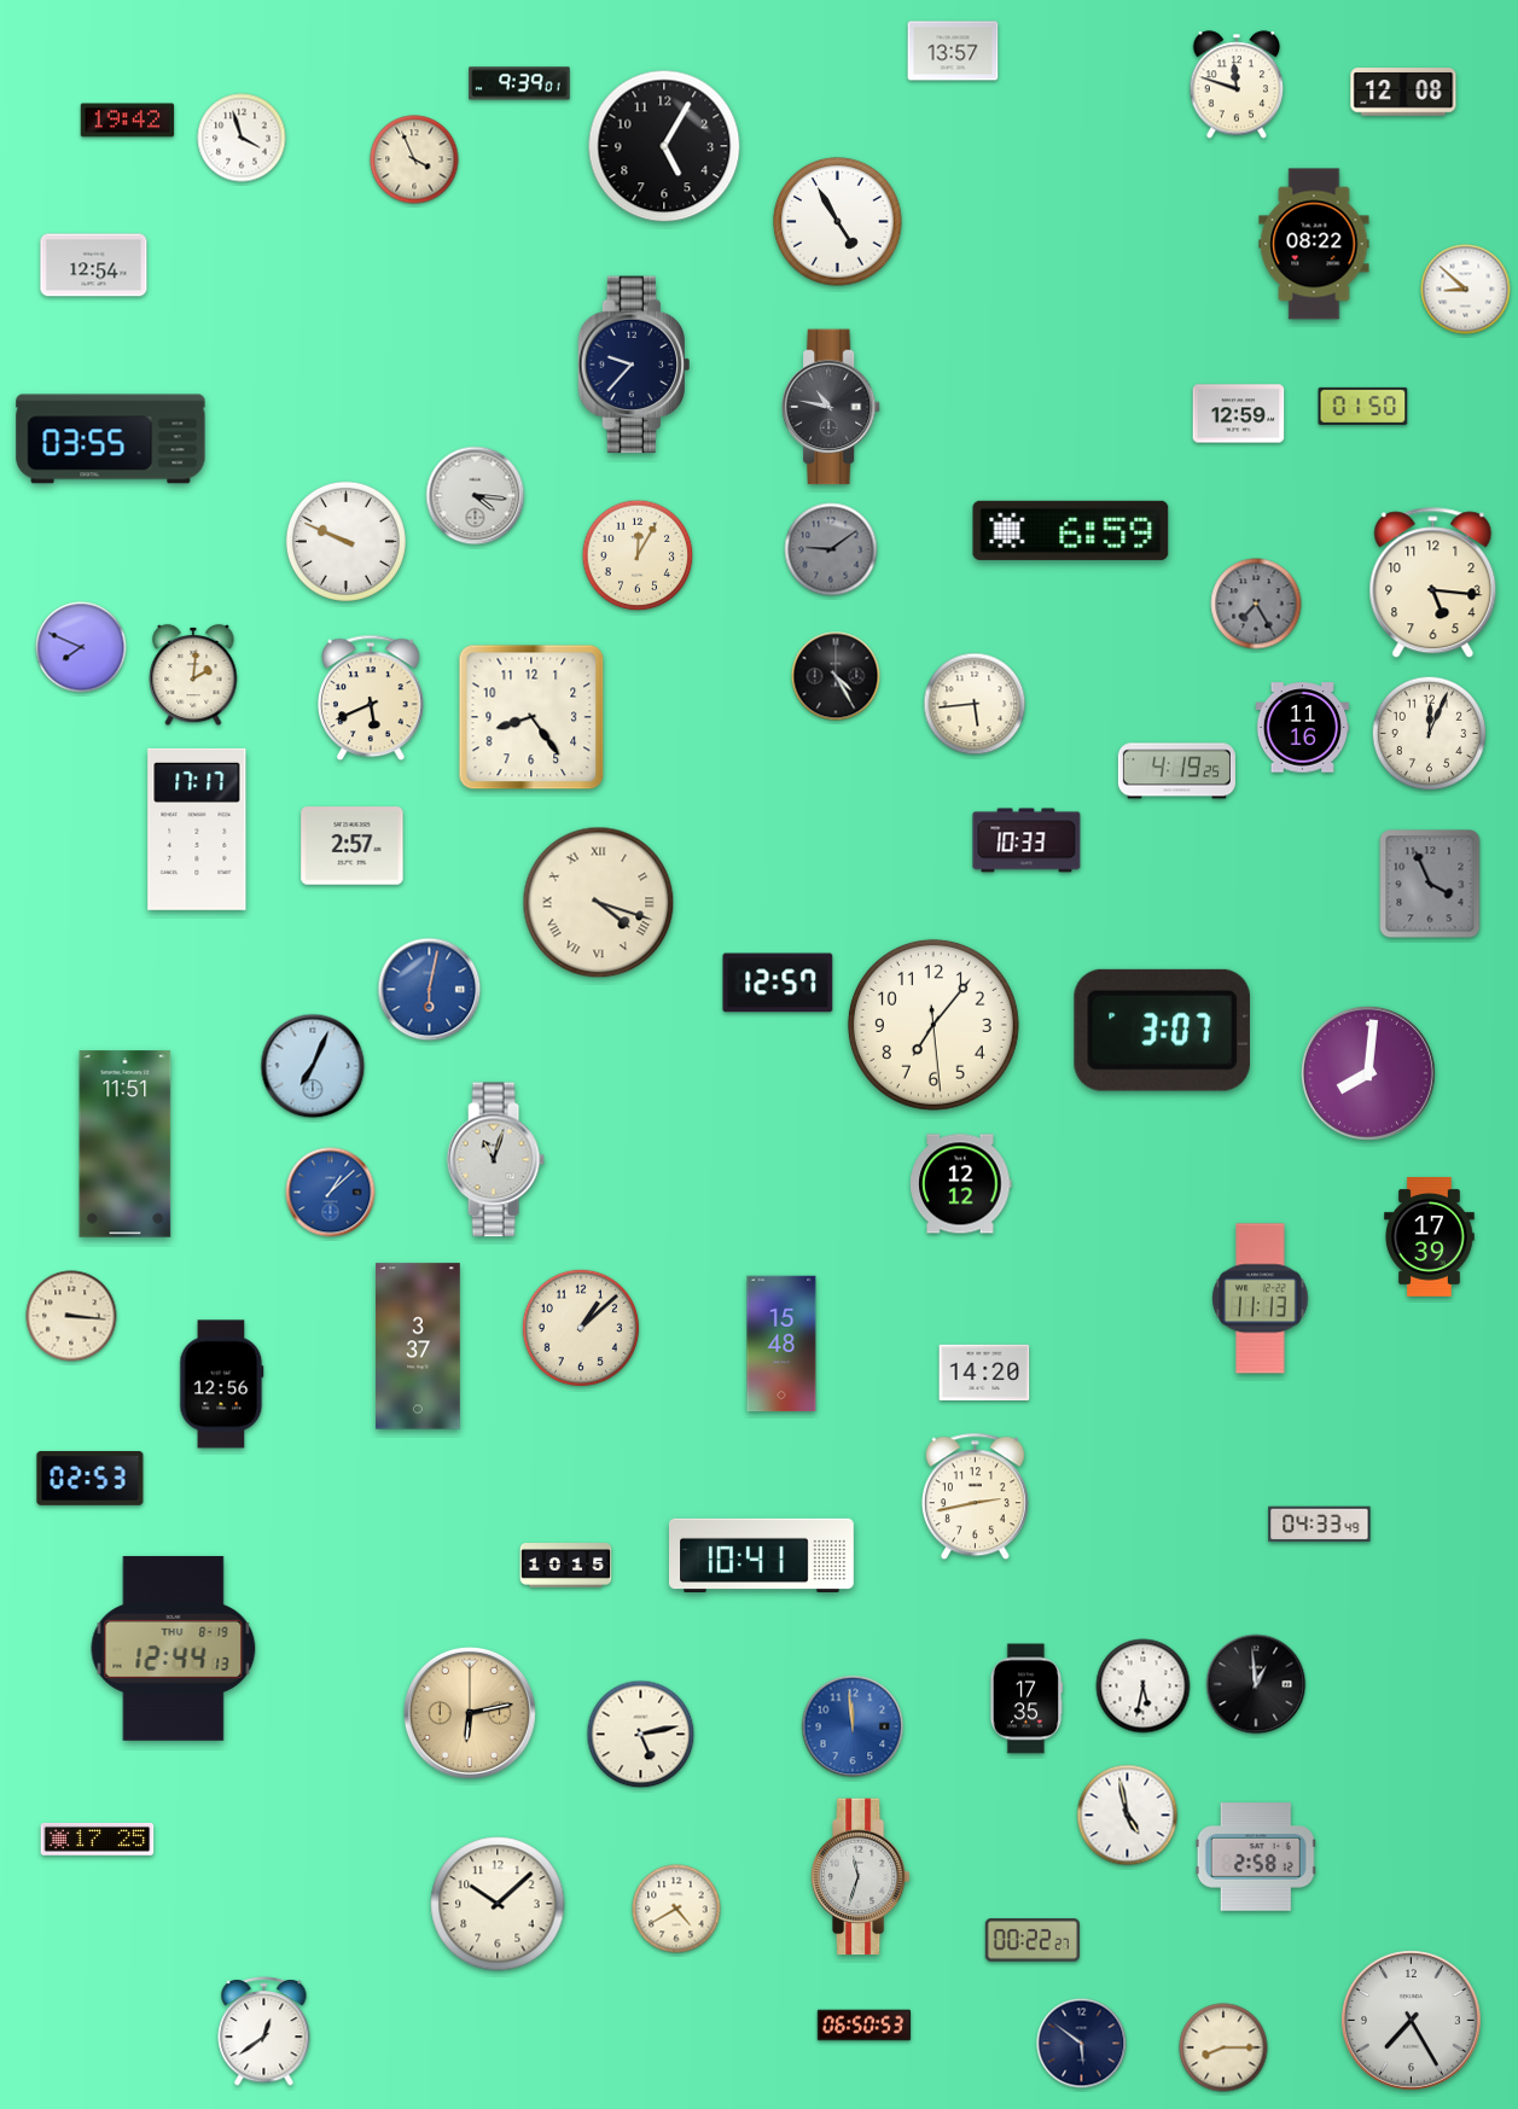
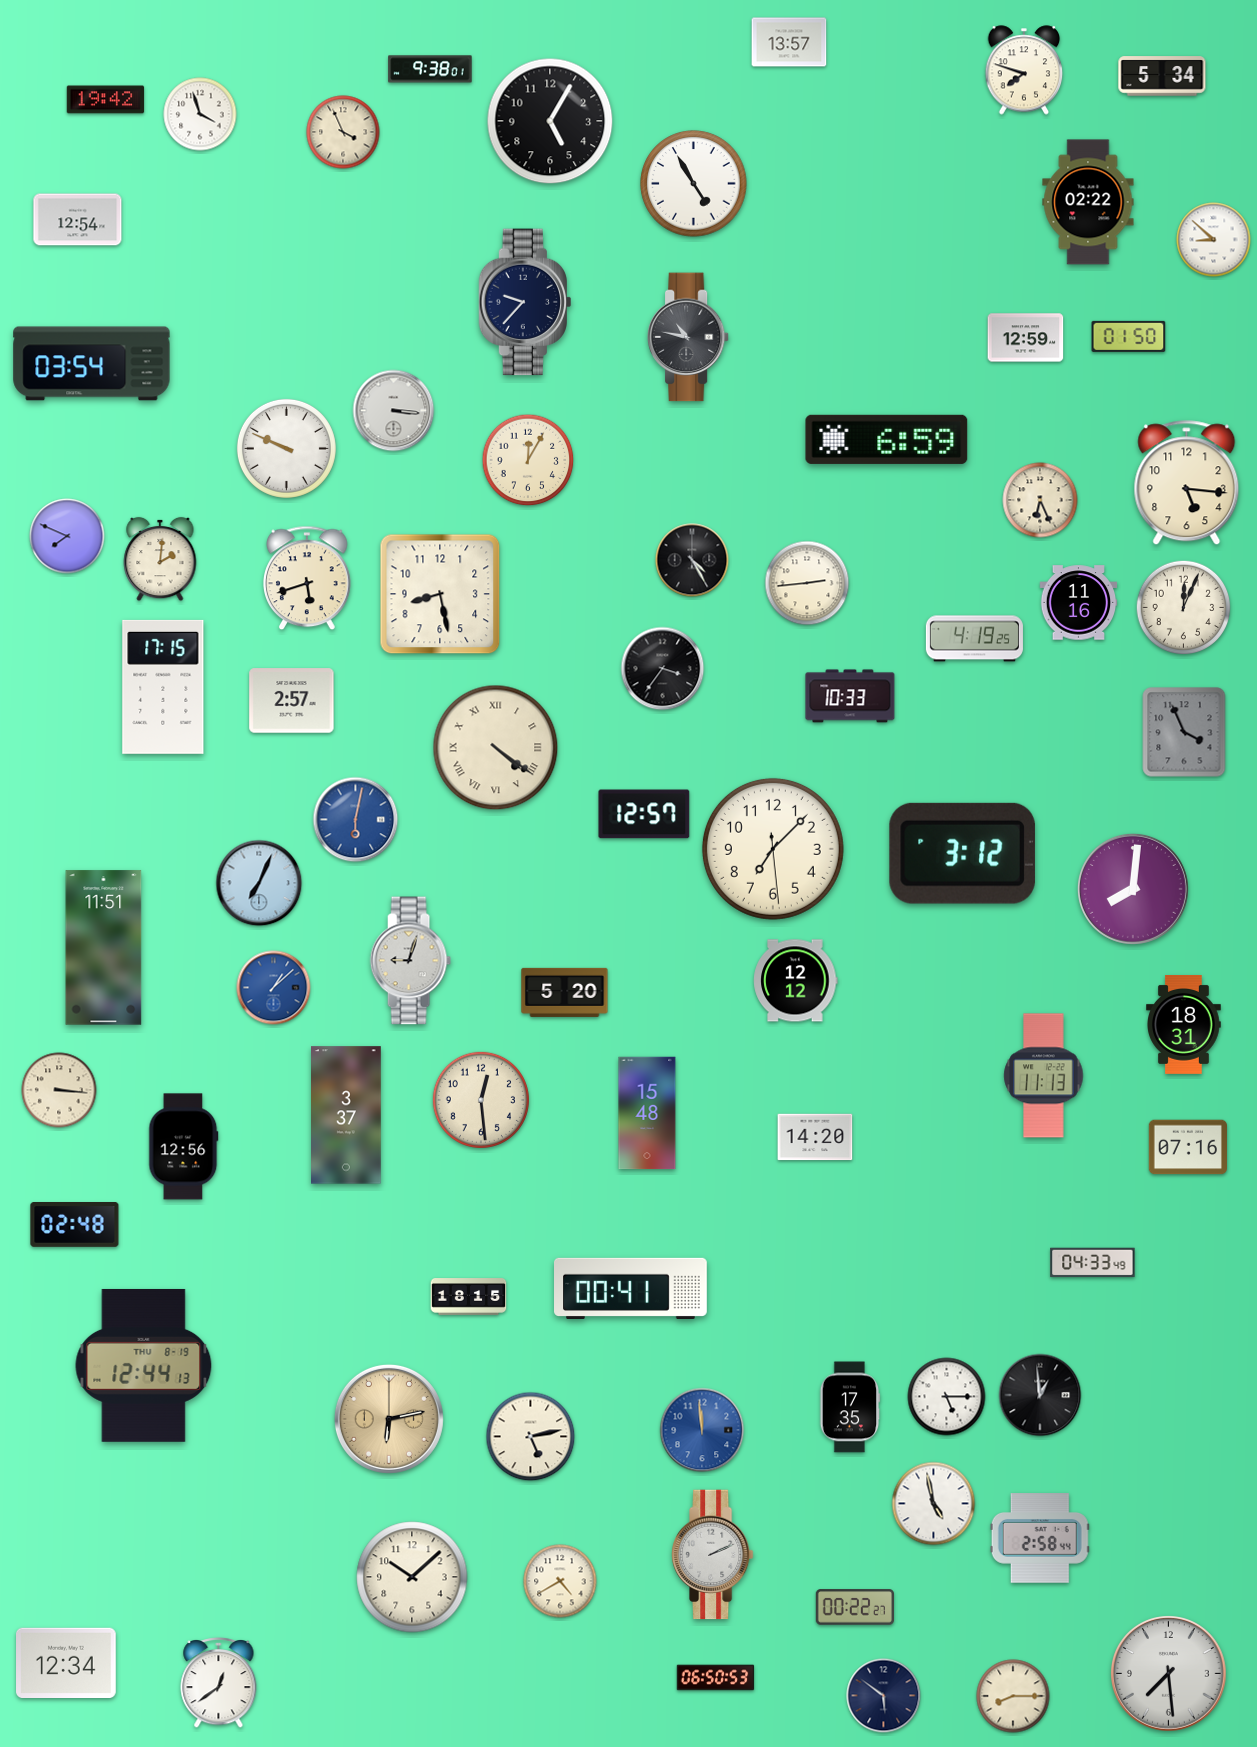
clock at (519, 83): 9:39 -> 9:38
clock at (1237, 85): 11:48 -> 7:48
clock at (1403, 92): 12:08 -> 5:34
clock at (1314, 244): 08:22 -> 02:22
clock at (1239, 414) position: (1239, 414) -> (1026, 338)
clock at (111, 439): 03:55 -> 03:54
clock at (476, 496): 4:16 -> 3:16
clock at (831, 549): 9:09 -> none
clock at (1256, 604): 7:25 -> 6:26
clock at (1256, 604) dial: grey -> cream
clock at (372, 698): 5:41 -> 5:42
clock at (975, 704): 5:44 -> 2:44
clock at (531, 717): 8:24 -> 8:28
clock at (663, 669): none -> 3:36
clock at (197, 829): 17:17 -> 17:15
clock at (599, 903): 4:18 -> 4:21
clock at (934, 1025): 7:06 -> 7:07
clock at (1162, 1030): 3:07 -> 3:12
clock at (495, 1160): 11:03 -> 9:03
clock at (565, 992): none -> 5:20
clock at (1430, 1237): 17:39 -> 18:31
clock at (581, 1328): 1:08 -> 12:29
clock at (1187, 1147): none -> 07:16
clock at (91, 1479): 02:53 -> 02:48
clock at (975, 1497): 2:43 -> none
clock at (762, 1555): 10:41 -> 00:41
clock at (566, 1566): 10:15 -> 18:15
clock at (1144, 1686): 5:32 -> 5:15
clock at (853, 1726) position: (853, 1726) -> (702, 1430)
clock at (98, 1839): 17:25 -> none
clock at (1256, 1857): 2:58:12 -> 2:58:44
clock at (860, 1877): 11:33 -> 2:11
clock at (67, 1662): none -> 12:34
clock at (1412, 2021): 7:25 -> 7:29
clock at (1082, 2044) position: (1082, 2044) -> (884, 1696)
